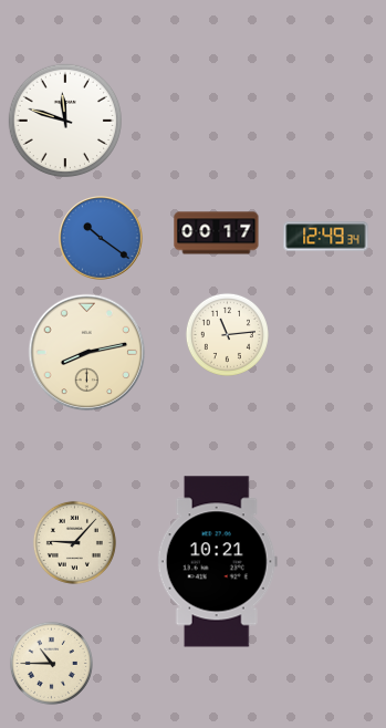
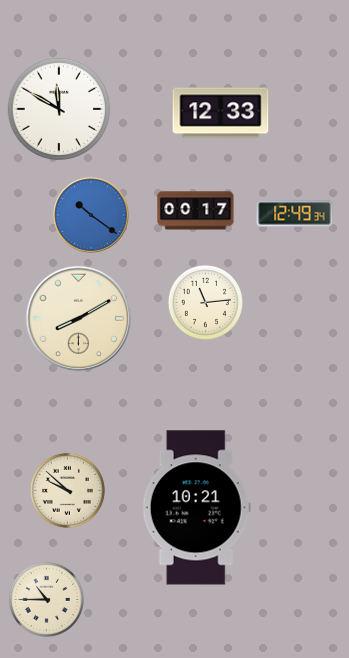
clock at (64, 119): 11:48 -> 11:50
clock at (221, 113): none -> 12:33
clock at (87, 353): 8:13 -> 8:10
clock at (74, 542): 9:07 -> 9:52
